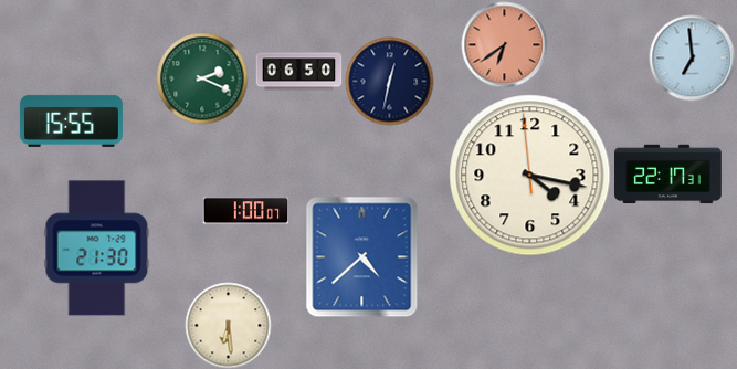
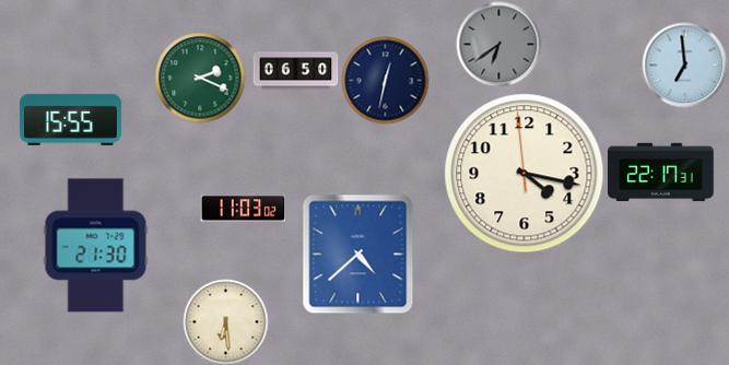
clock at (504, 44) dial: salmon -> grey
clock at (692, 57) position: (692, 57) -> (684, 64)
clock at (245, 211): 1:00 -> 11:03
